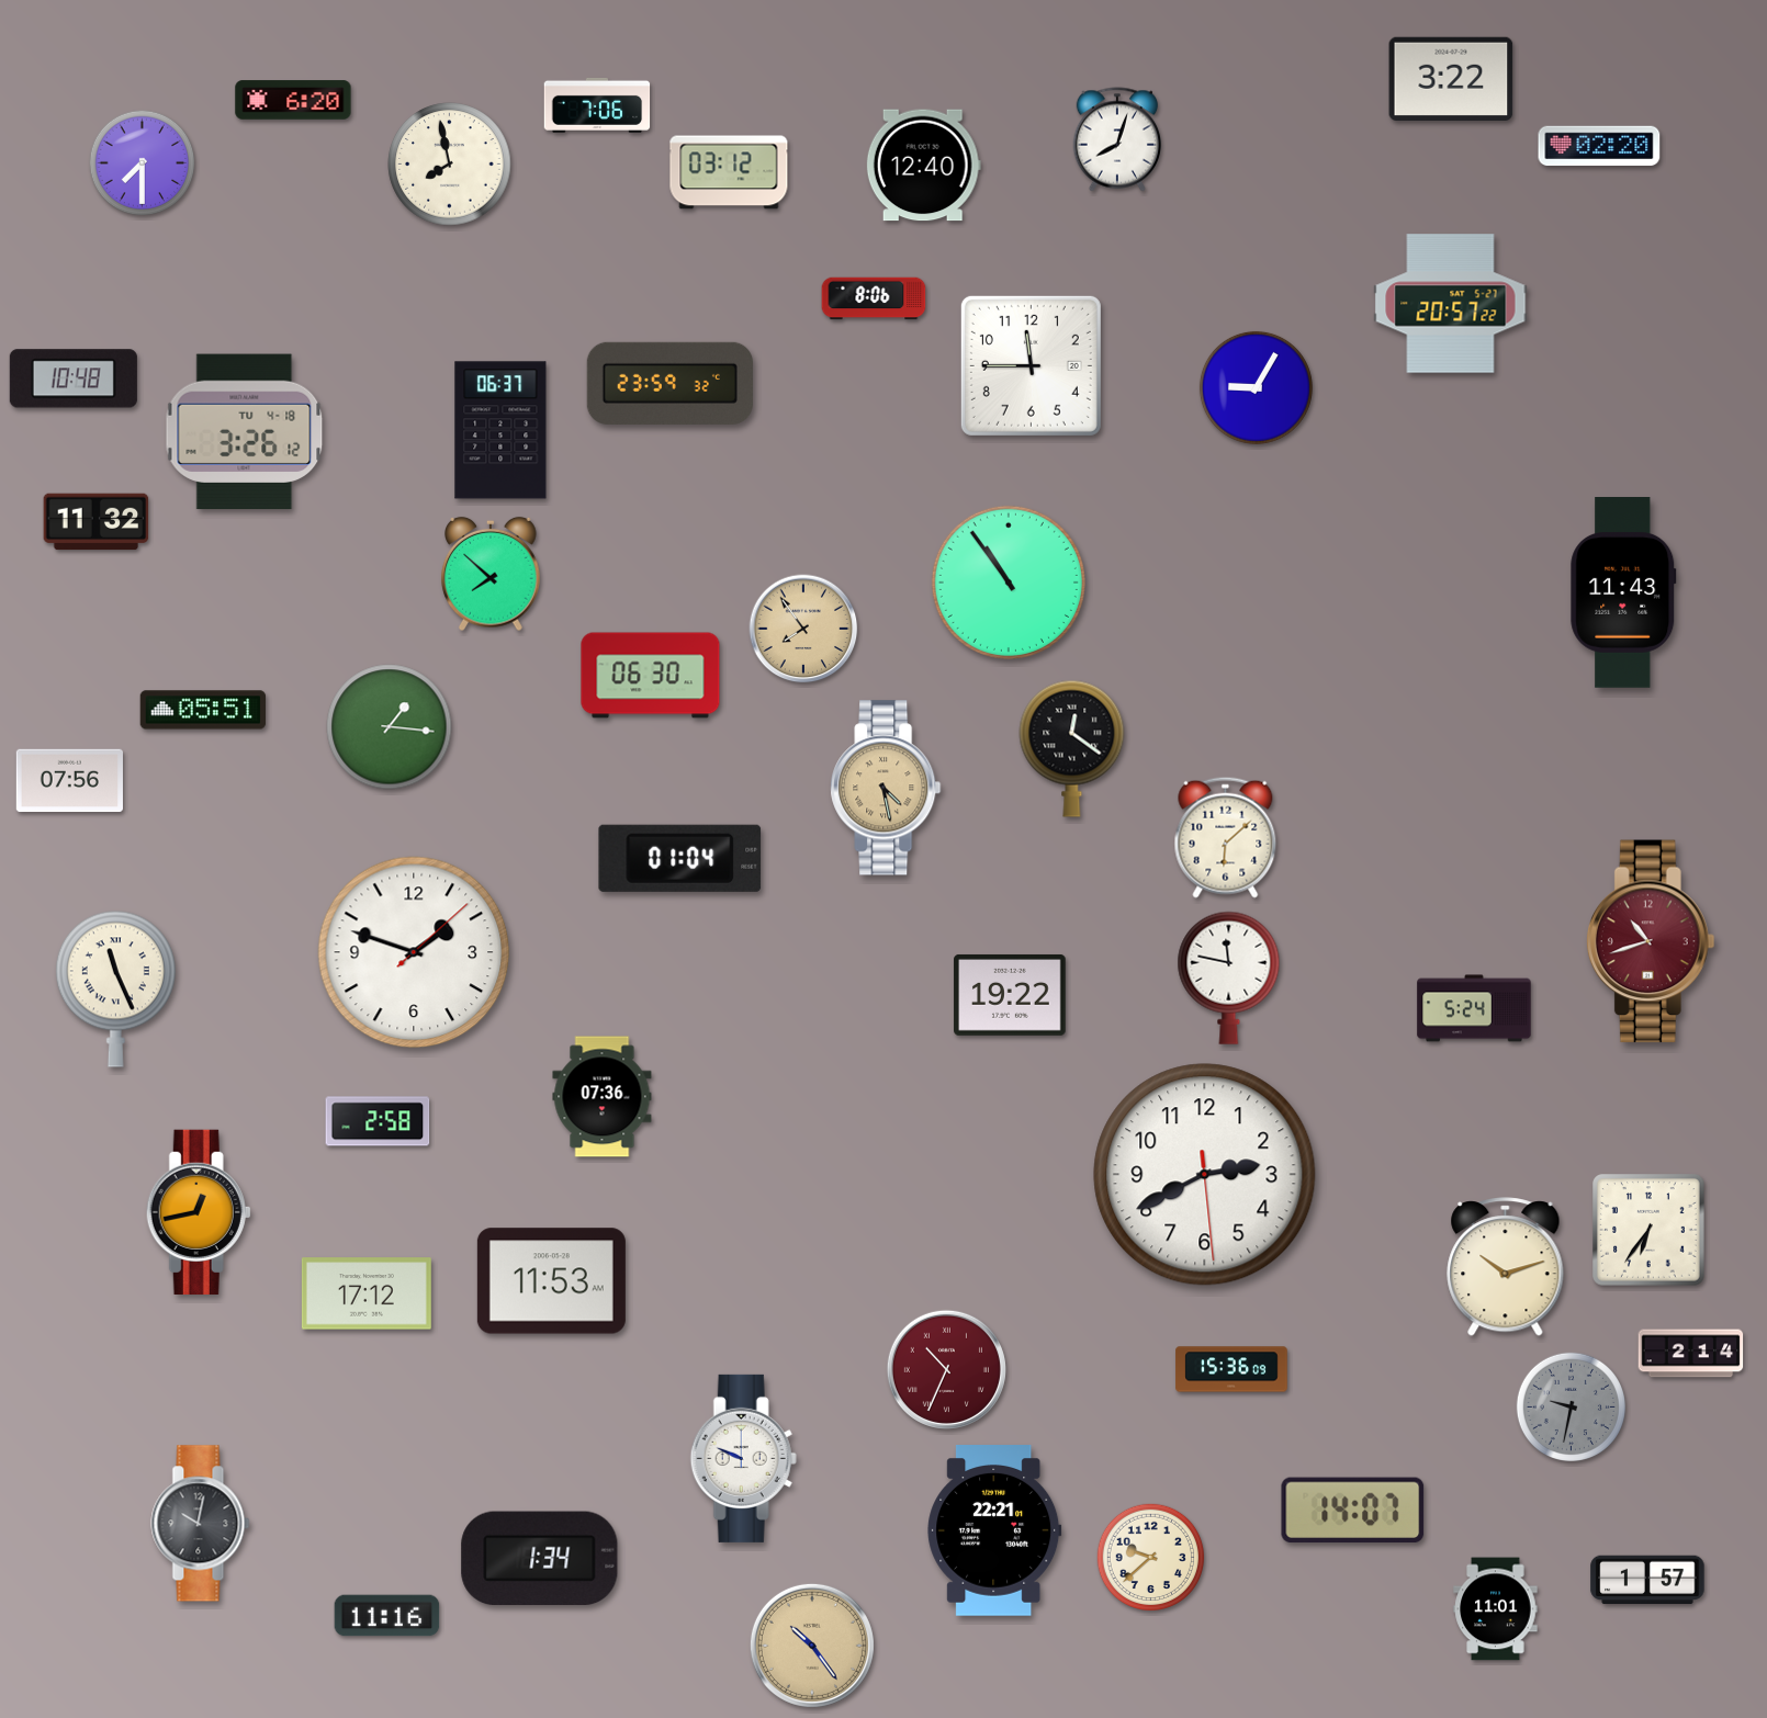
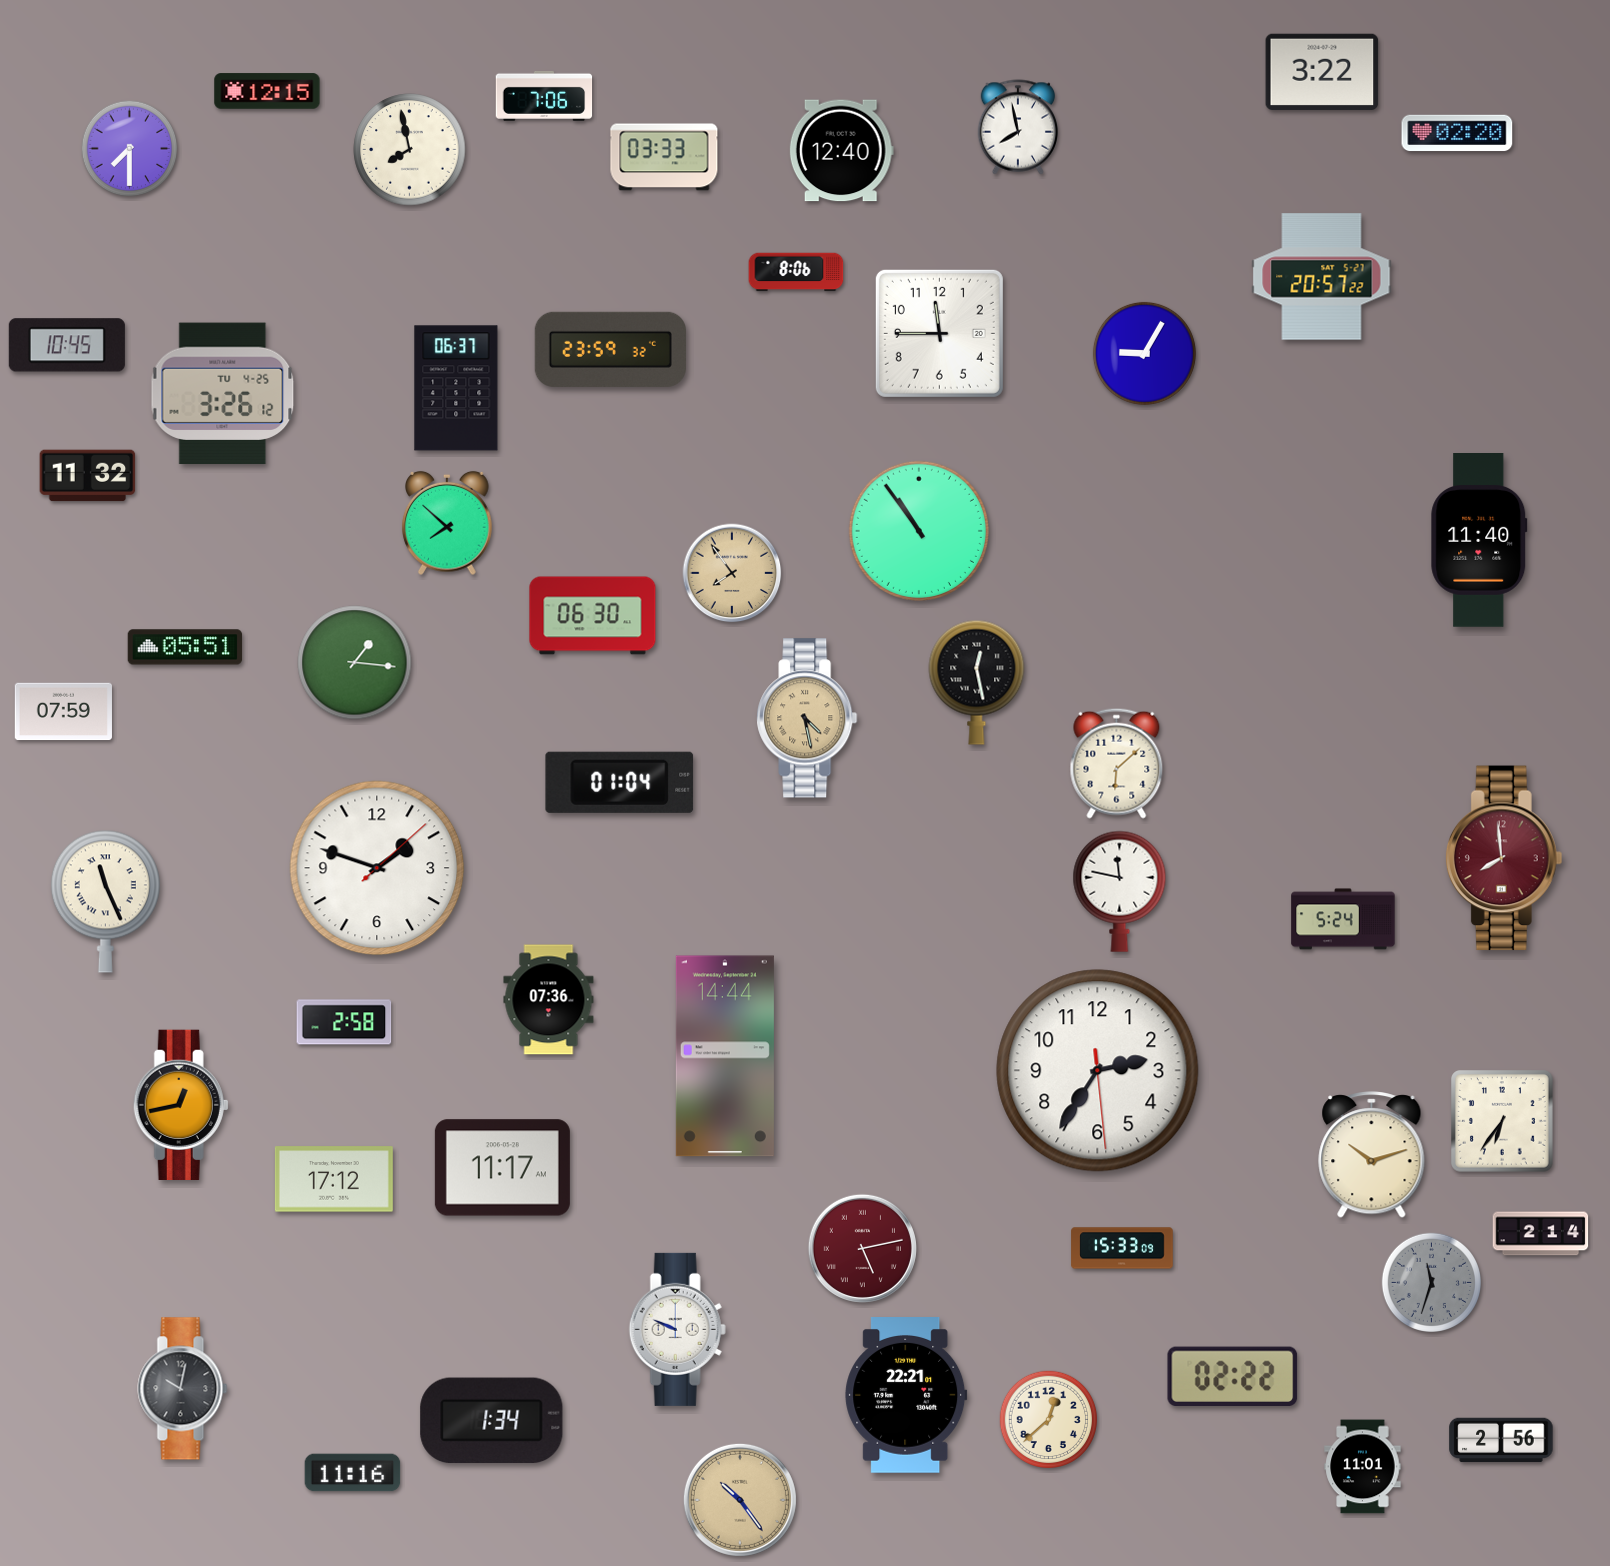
clock at (293, 100): 6:20 -> 12:15
clock at (1116, 139): 8:03 -> 7:58
clock at (729, 172): 03:12 -> 03:33
clock at (74, 378): 10:48 -> 10:45
clock at (500, 430) position: (500, 430) -> (456, 388)
clock at (245, 432) date: TU 4-18 -> TU 4-25
clock at (1623, 594): 11:43 -> 11:40
clock at (1072, 748): 12:21 -> 12:28
clock at (69, 781): 07:56 -> 07:59
clock at (1651, 941): 10:42 -> 7:59
clock at (1010, 995): 19:22 -> none
clock at (725, 1056): none -> 14:44
clock at (1205, 1175): 2:40 -> 2:35
clock at (551, 1281): 11:53 -> 11:17
clock at (946, 1369): 10:34 -> 5:13
clock at (1231, 1369): 15:36 -> 15:33
clock at (1571, 1406): 9:32 -> 11:33
clock at (1353, 1510): 14:07 -> 02:22
clock at (1151, 1558): 9:38 -> 12:38
clock at (1647, 1580): 1:57 -> 2:56
